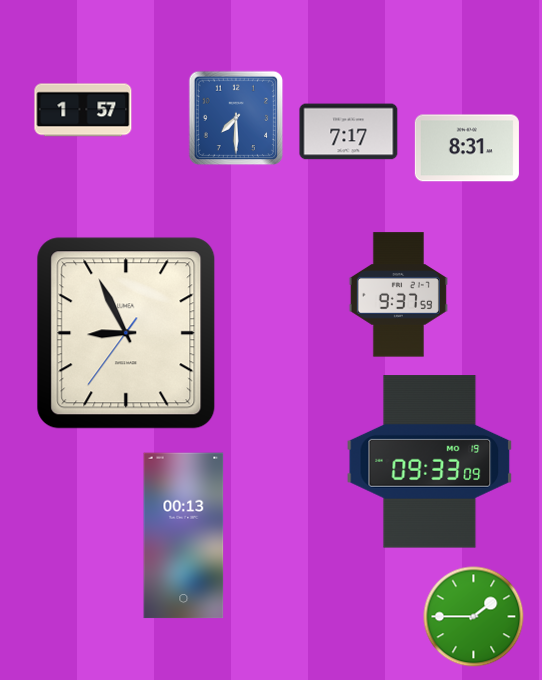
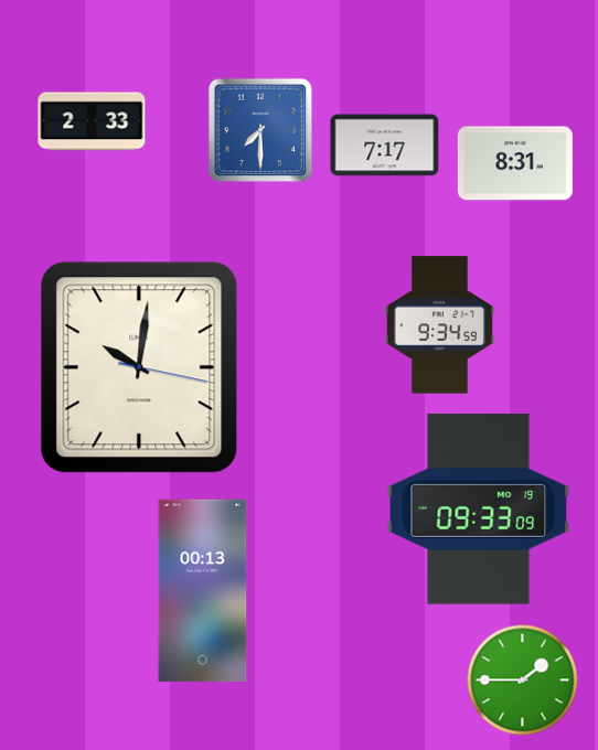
clock at (83, 110): 1:57 -> 2:33
clock at (398, 295): 9:37 -> 9:34
clock at (126, 333): 8:55 -> 10:01
clock at (430, 462) position: (430, 462) -> (479, 510)
